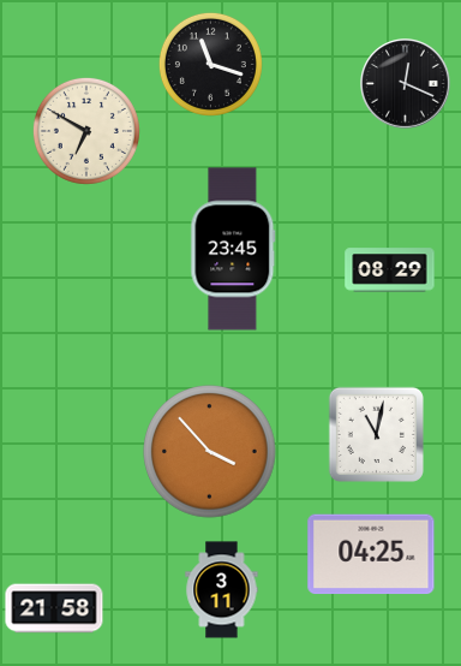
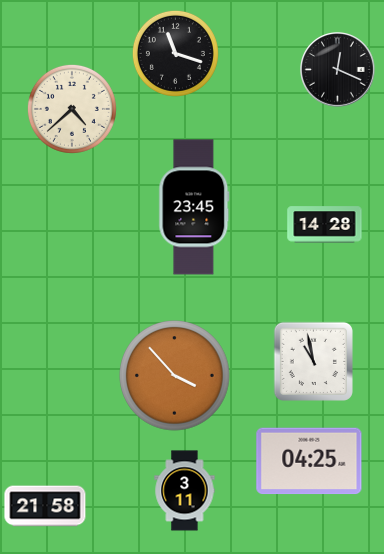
clock at (86, 131): 6:50 -> 4:38
clock at (390, 270): 08:29 -> 14:28
clock at (376, 434): 11:02 -> 10:58
